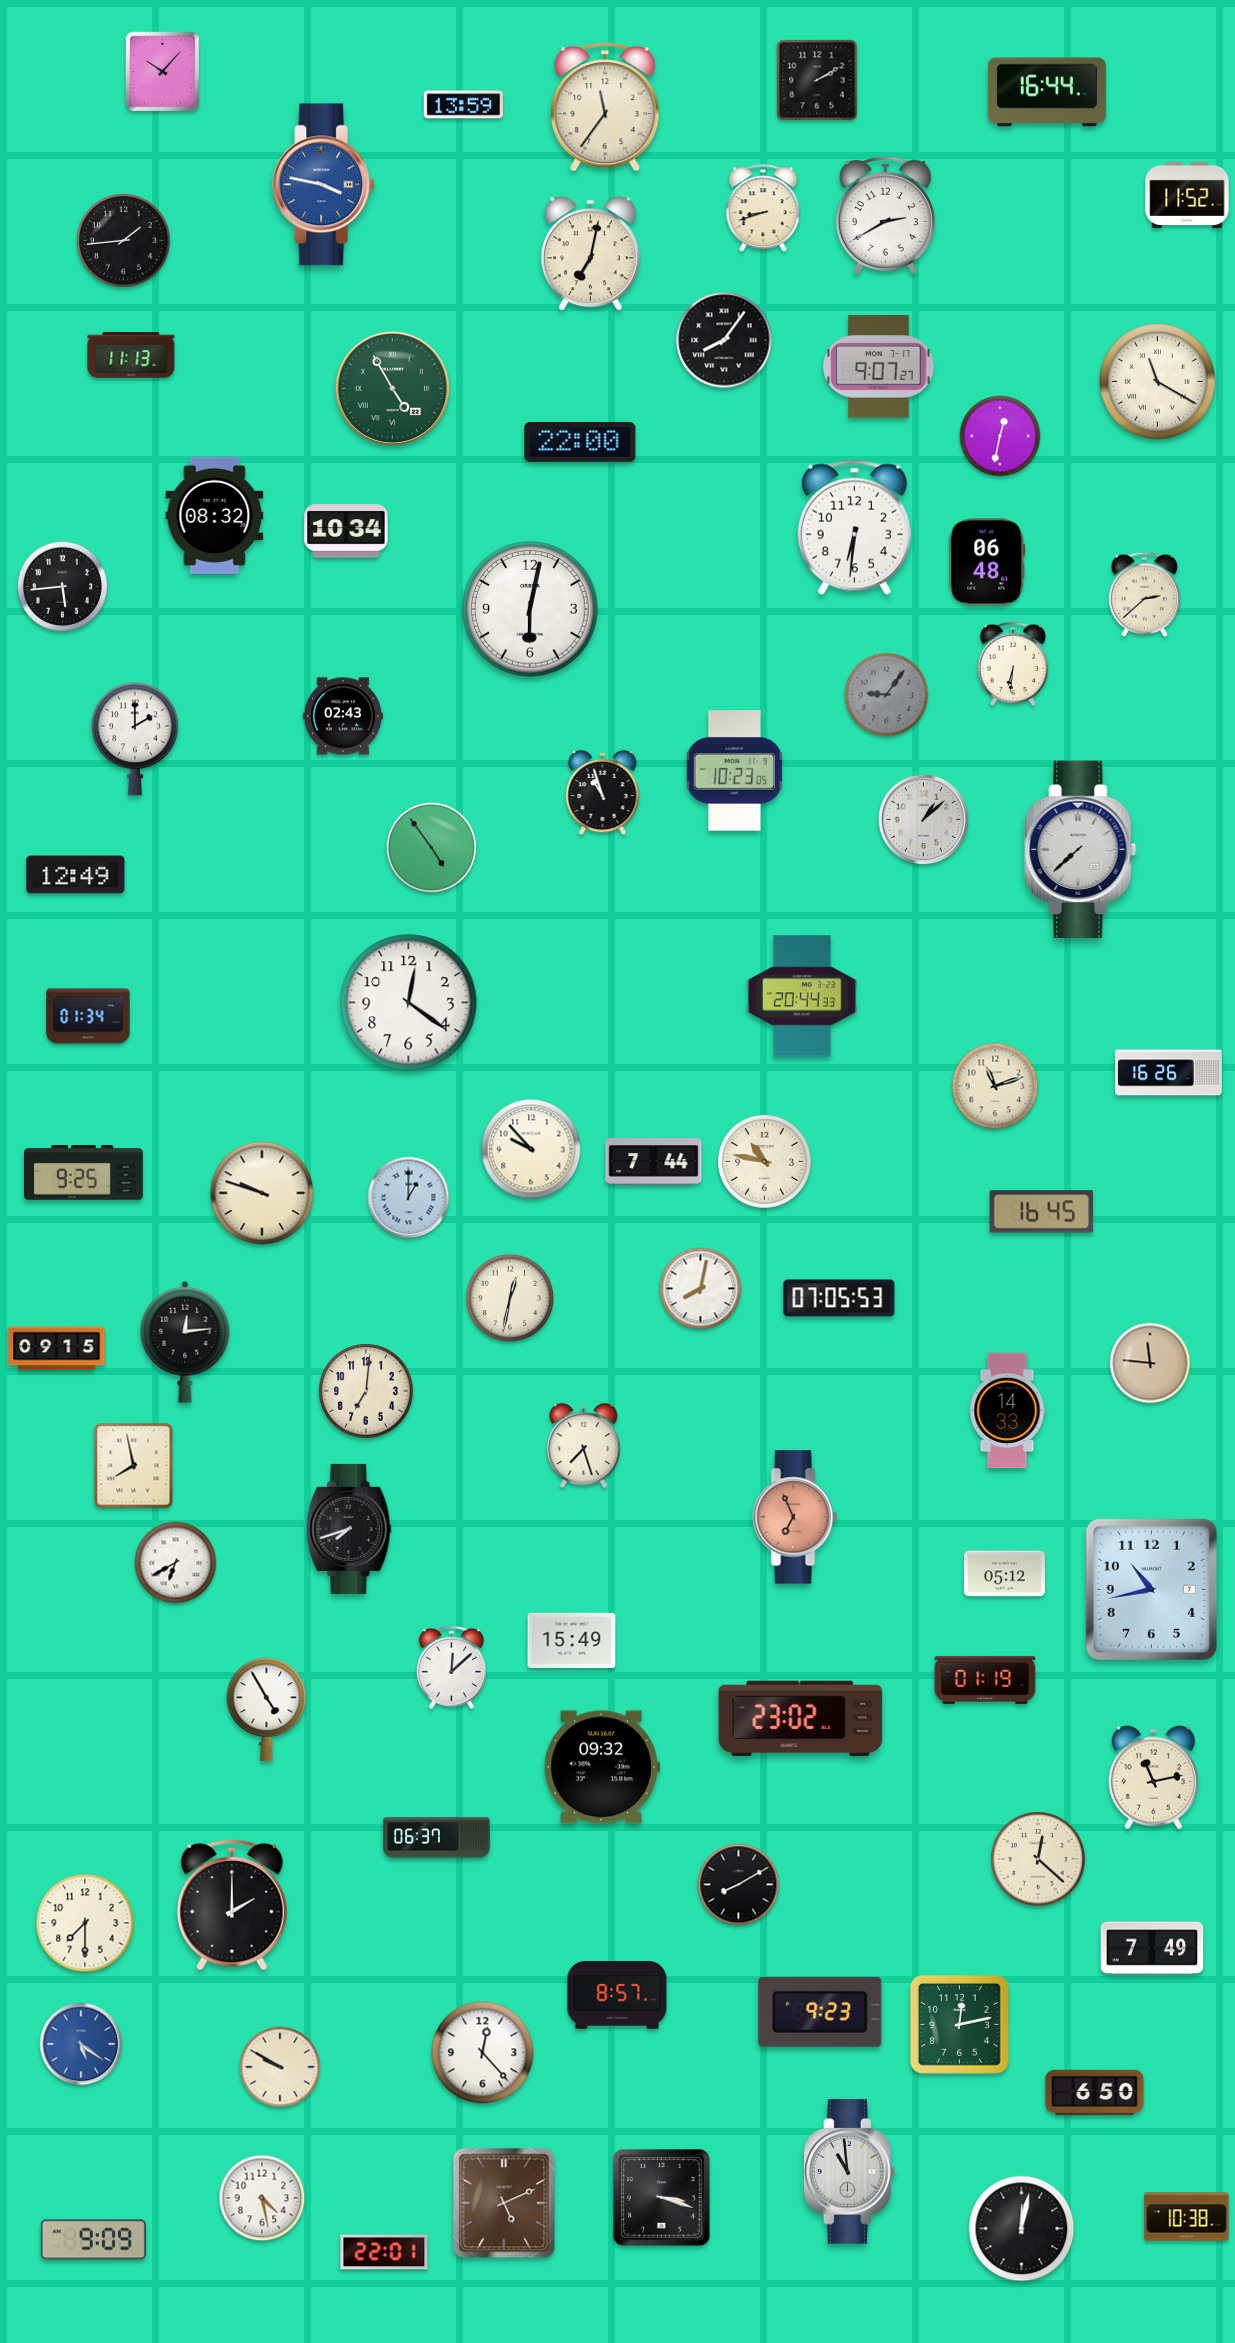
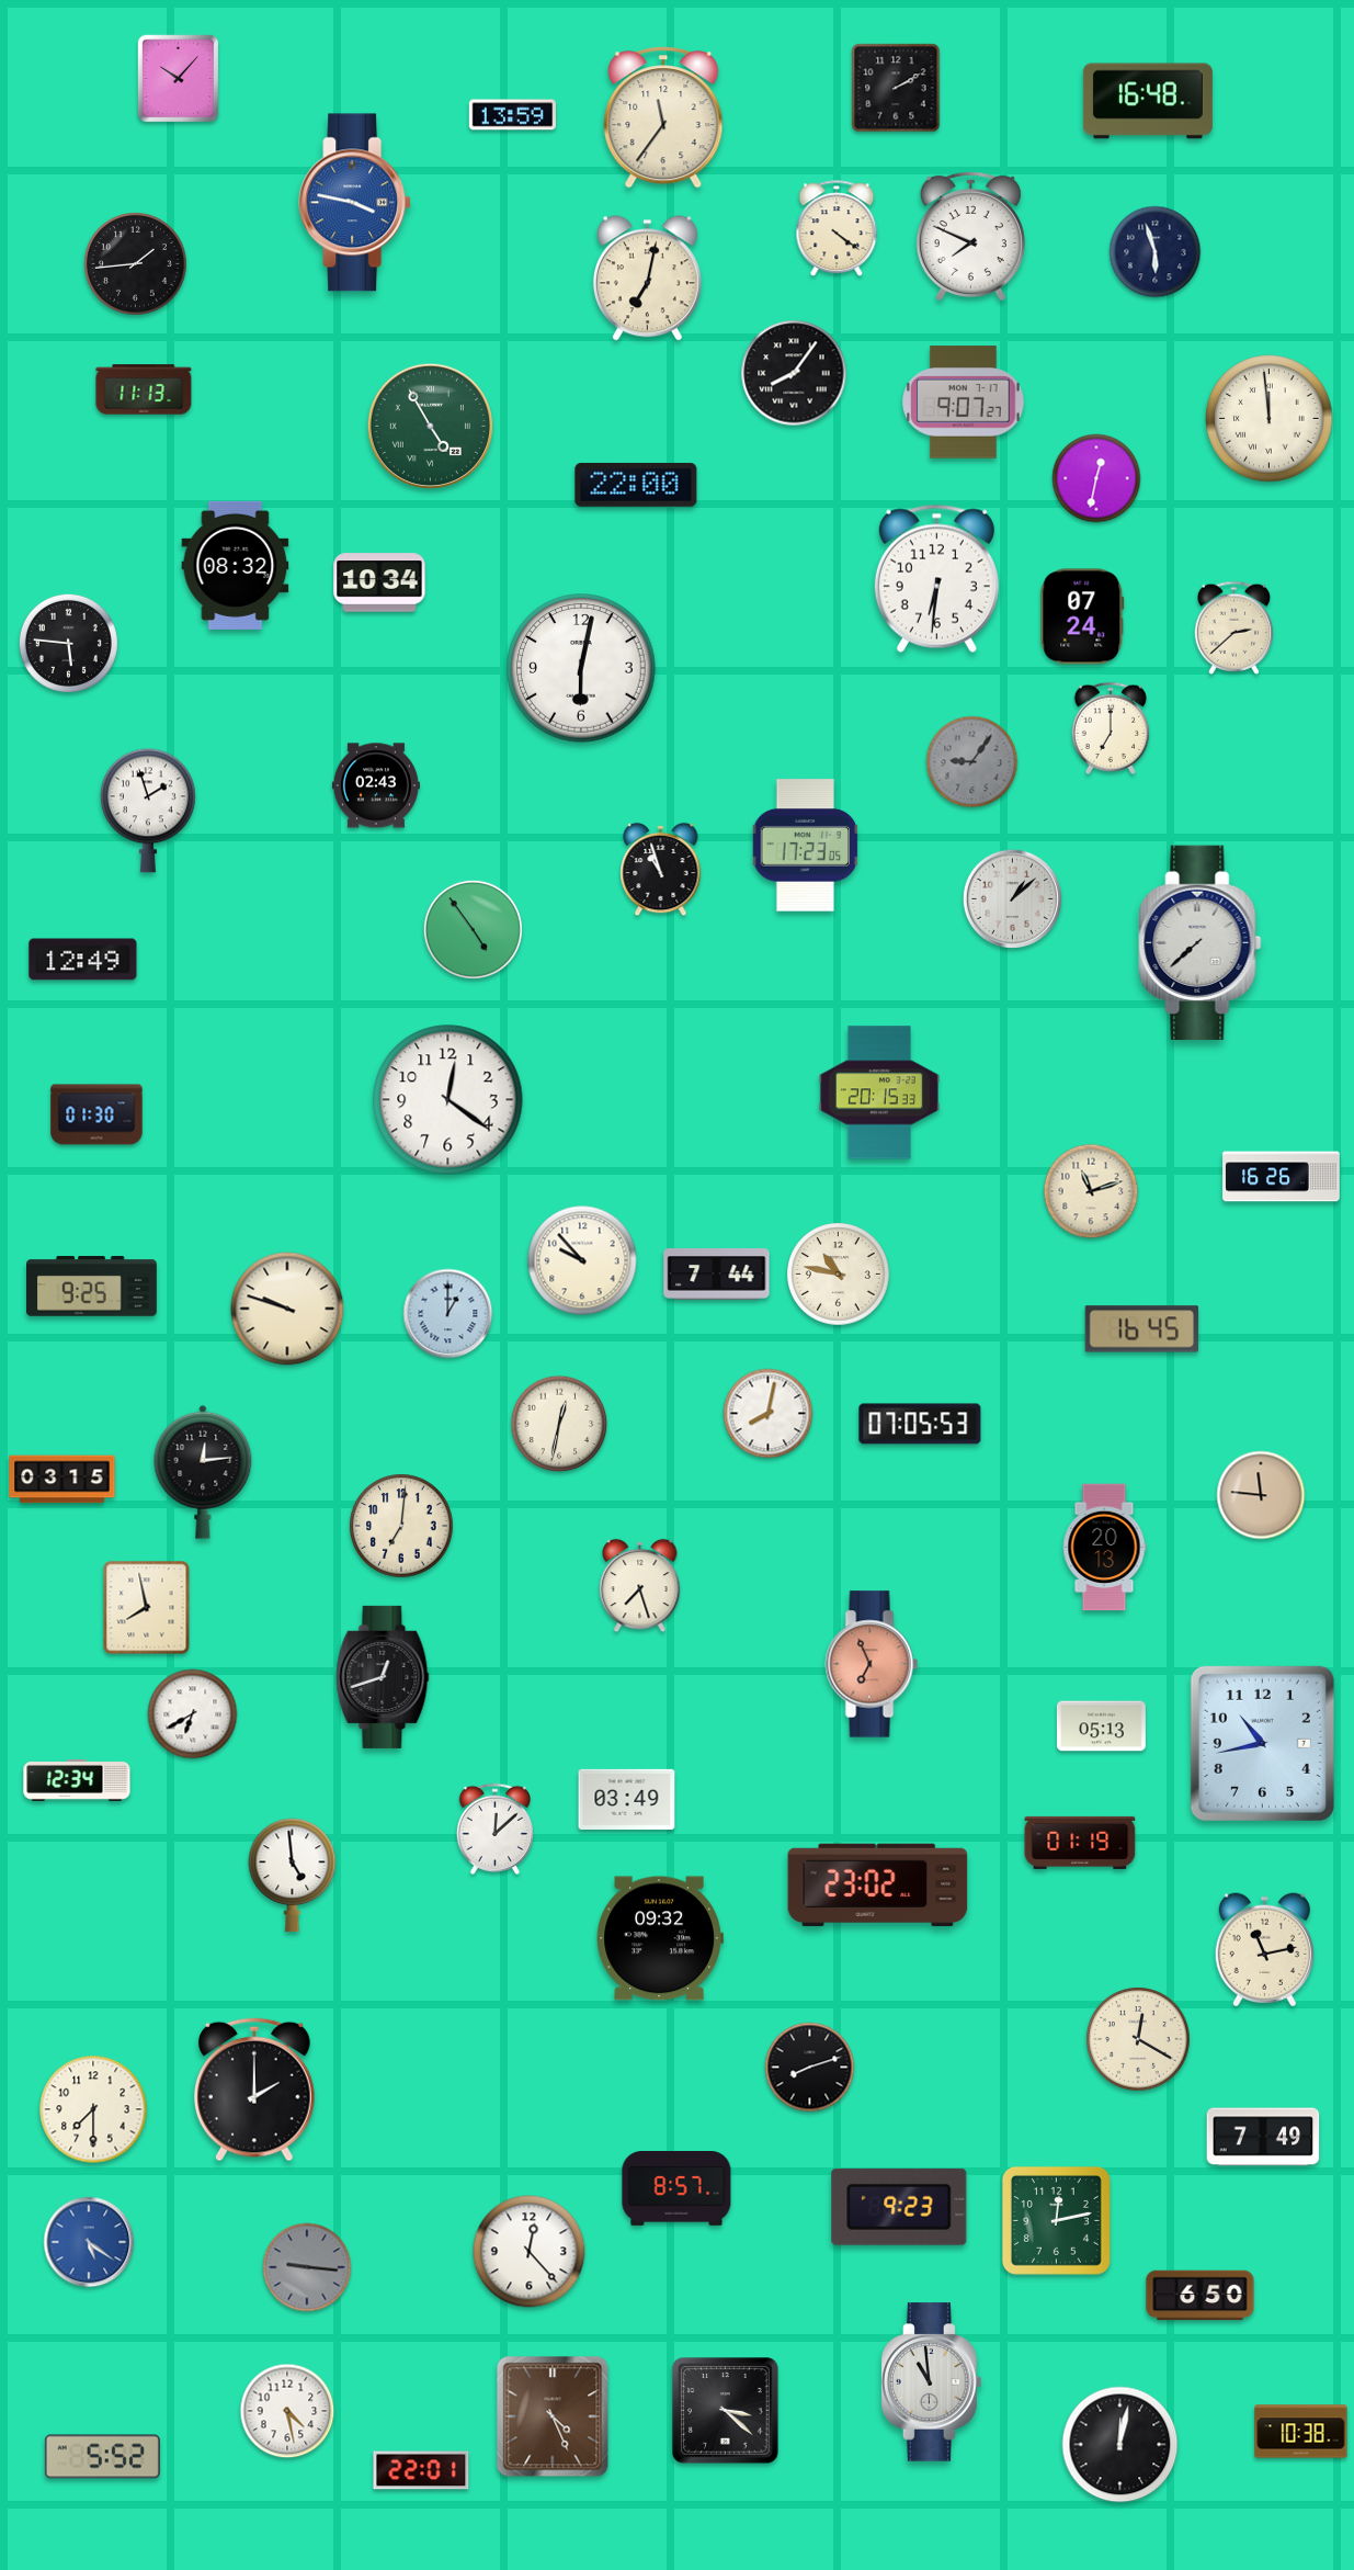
clock at (1047, 92): 16:44 -> 16:48
clock at (463, 105) position: (463, 105) -> (512, 115)
clock at (1187, 195): 11:52 -> none
clock at (763, 209): 8:42 -> 4:21
clock at (885, 214): 2:40 -> 7:49
clock at (1156, 252): none -> 5:57
clock at (1158, 382): 11:20 -> 11:59
clock at (987, 562): 06:48 -> 07:24
clock at (62, 586): 5:44 -> 5:46
clock at (1145, 594) position: (1145, 594) -> (1234, 627)
clock at (1012, 664): 6:31 -> 7:00
clock at (135, 739): 2:00 -> 1:57
clock at (735, 771): 10:23 -> 17:23
clock at (1081, 849) position: (1081, 849) -> (1201, 942)
clock at (802, 996): 20:44 -> 20:15
clock at (88, 1016): 01:34 -> 01:30
clock at (57, 1349): 09:15 -> 03:15
clock at (1007, 1411): 14:33 -> 20:13
clock at (349, 1529): 7:42 -> 12:42
clock at (1004, 1574): 05:12 -> 05:13
clock at (77, 1780): none -> 12:34
clock at (572, 1640): 15:49 -> 03:49
clock at (267, 1710): 4:55 -> 4:59
clock at (437, 1838): 06:37 -> none
clock at (1038, 1859): 12:22 -> 12:20
clock at (739, 1885): 8:10 -> 8:12
clock at (959, 2024) position: (959, 2024) -> (1056, 2220)
clock at (280, 2067): 9:50 -> 9:16
clock at (280, 2067) dial: cream -> grey
clock at (662, 2198): 3:18 -> 3:22
clock at (504, 2203): 5:11 -> 4:26
clock at (93, 2240): 9:09 -> 5:52
